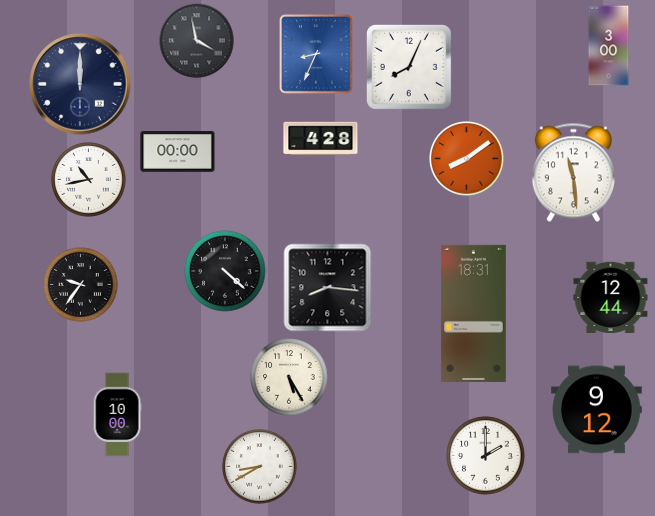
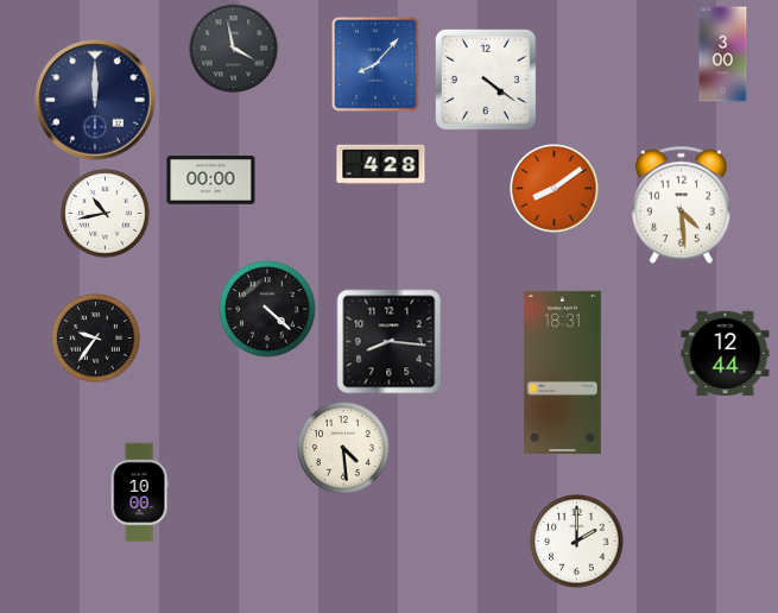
clock at (317, 55): 8:34 -> 8:07
clock at (409, 67): 8:04 -> 4:21
clock at (573, 173): 11:29 -> 4:29
clock at (225, 271) position: (225, 271) -> (267, 309)
clock at (289, 377): 5:25 -> 4:29
clock at (597, 410): 9:12 -> none
clock at (260, 467): 8:40 -> none
